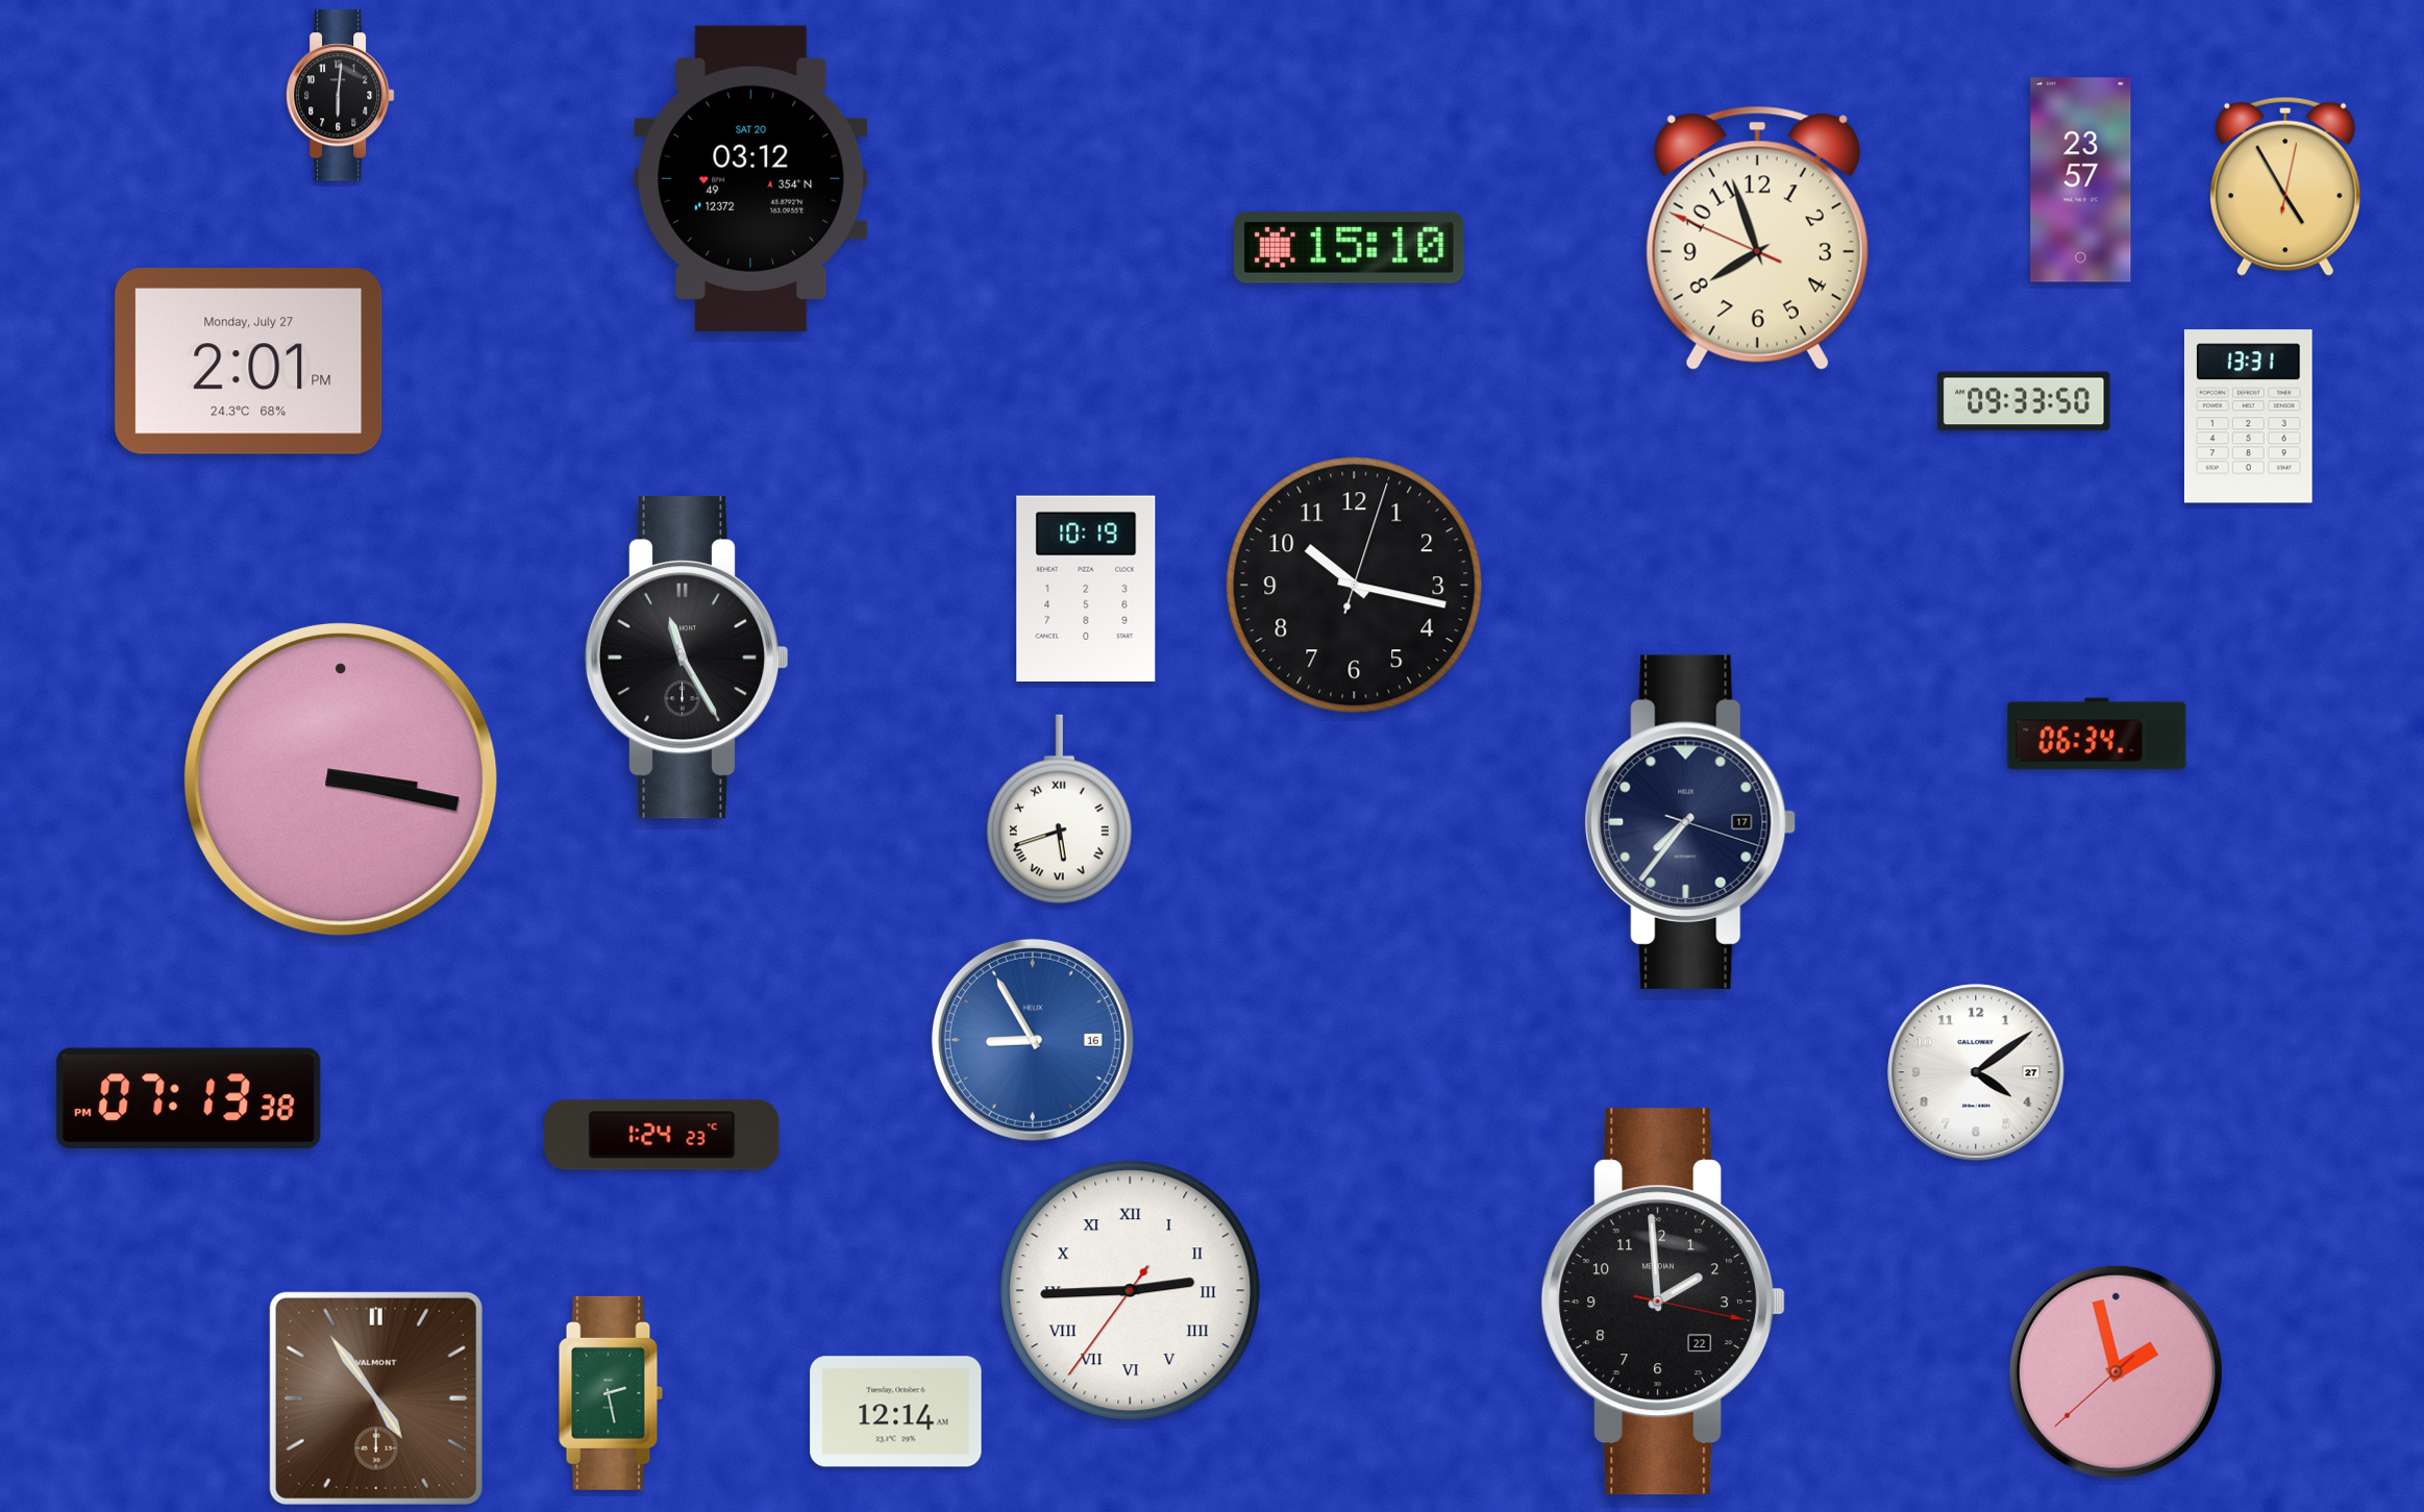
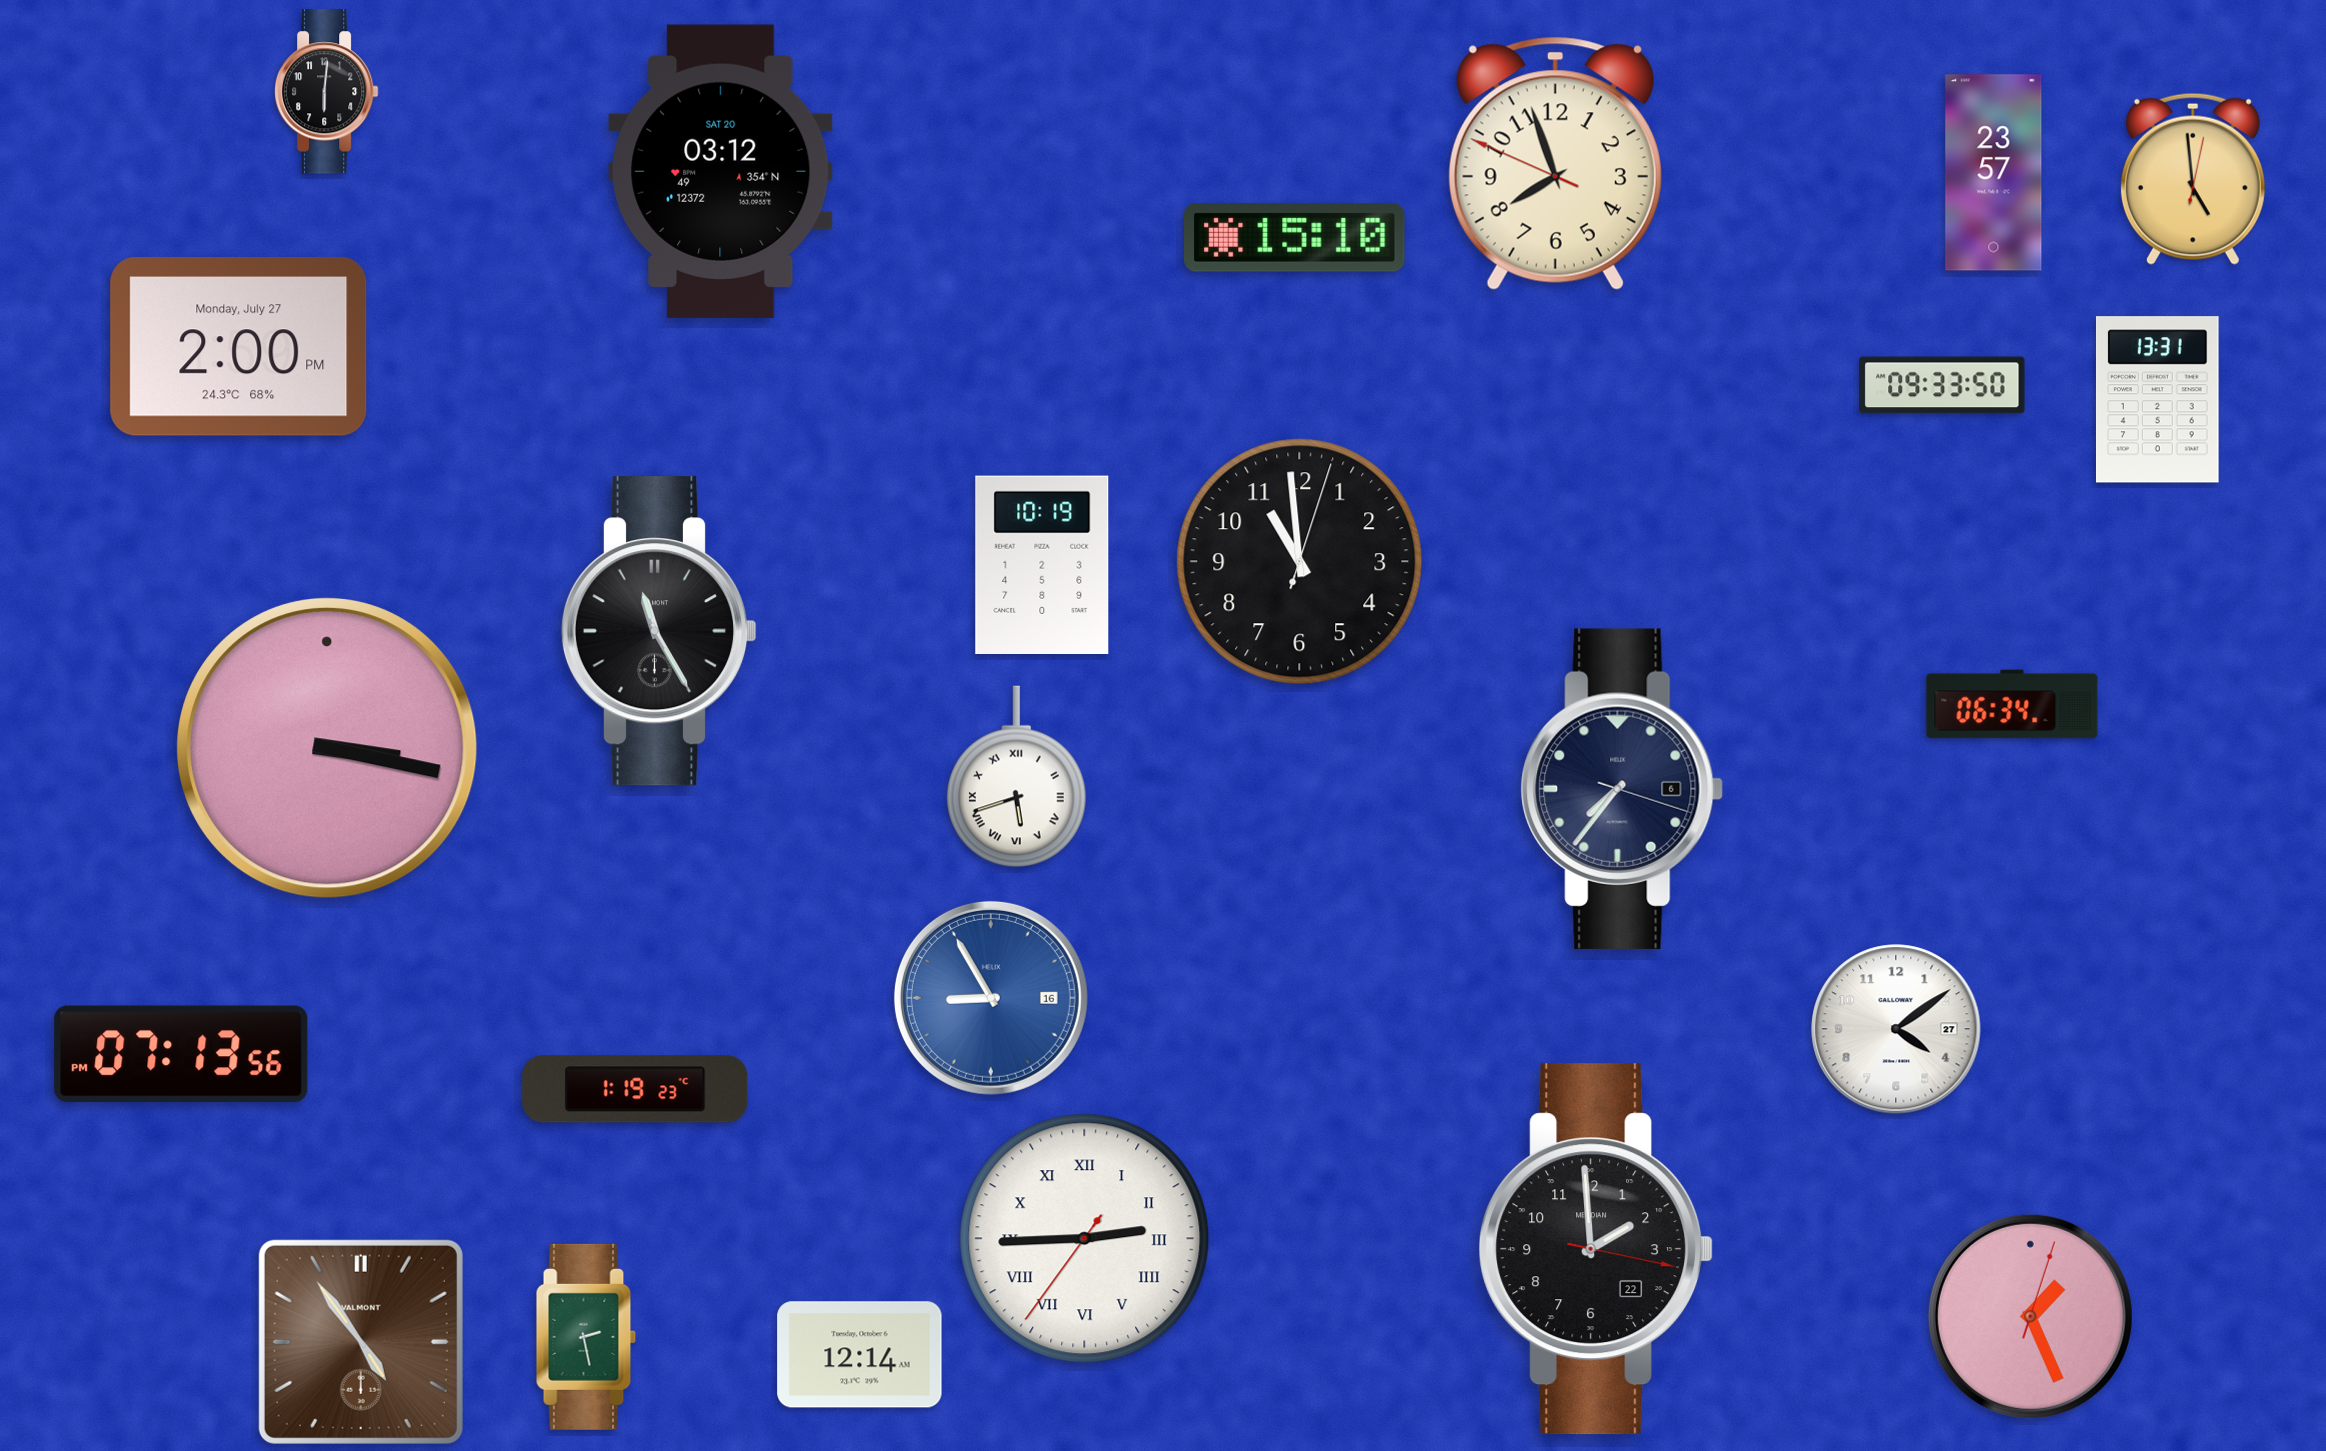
clock at (2081, 180) position: (2081, 180) -> (1994, 173)
clock at (2285, 187): 4:55 -> 4:59
clock at (1757, 238) position: (1757, 238) -> (1555, 163)
clock at (249, 361): 2:01 -> 2:00
clock at (1355, 586): 10:17 -> 10:59
clock at (1690, 822) date: 17 -> 6
clock at (189, 1098): 07:13:38 PM -> 07:13:56 PM
clock at (662, 1135): 1:24 -> 1:19
clock at (2116, 1371): 1:57 -> 1:26
